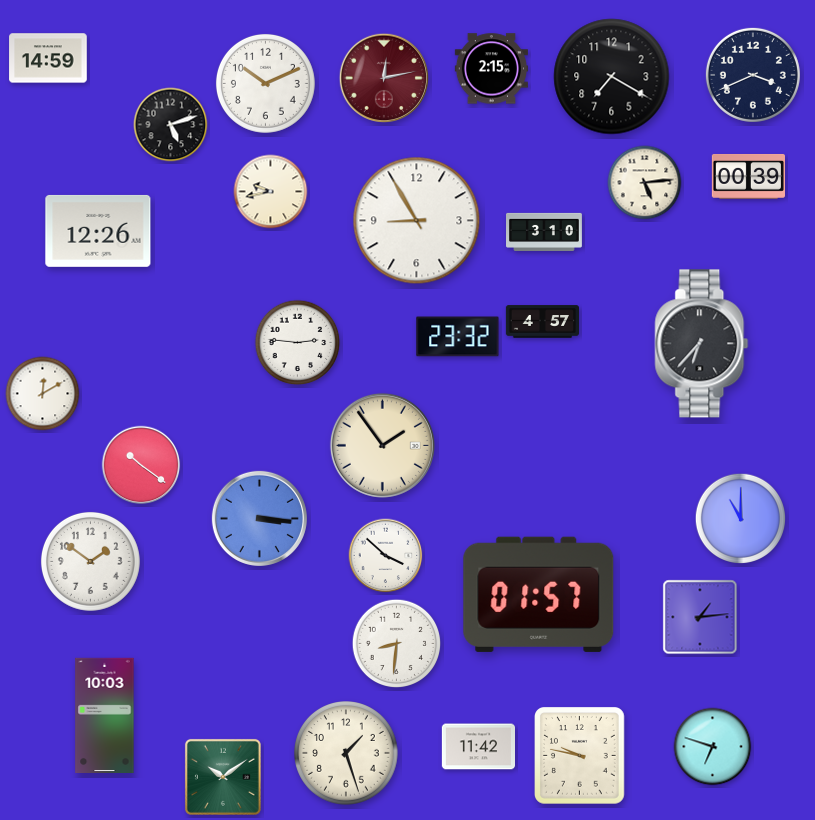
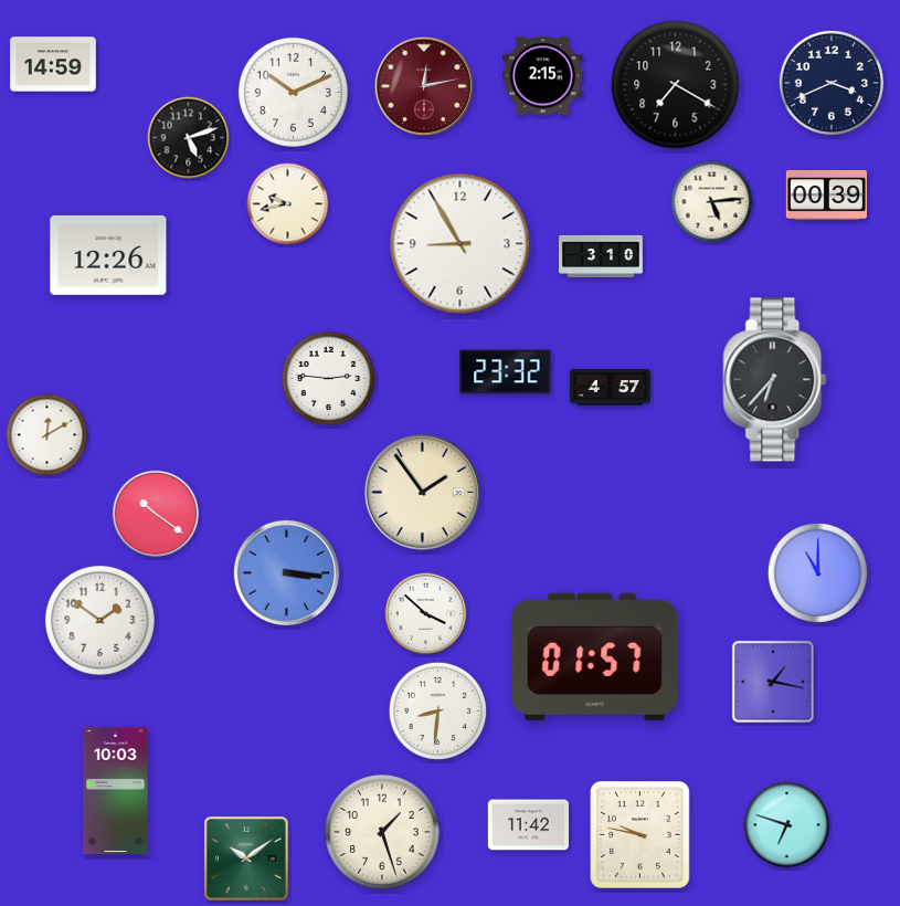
clock at (271, 192) position: (271, 192) -> (288, 204)
clock at (542, 322) position: (542, 322) -> (610, 388)
clock at (700, 617): 1:14 -> 1:17
